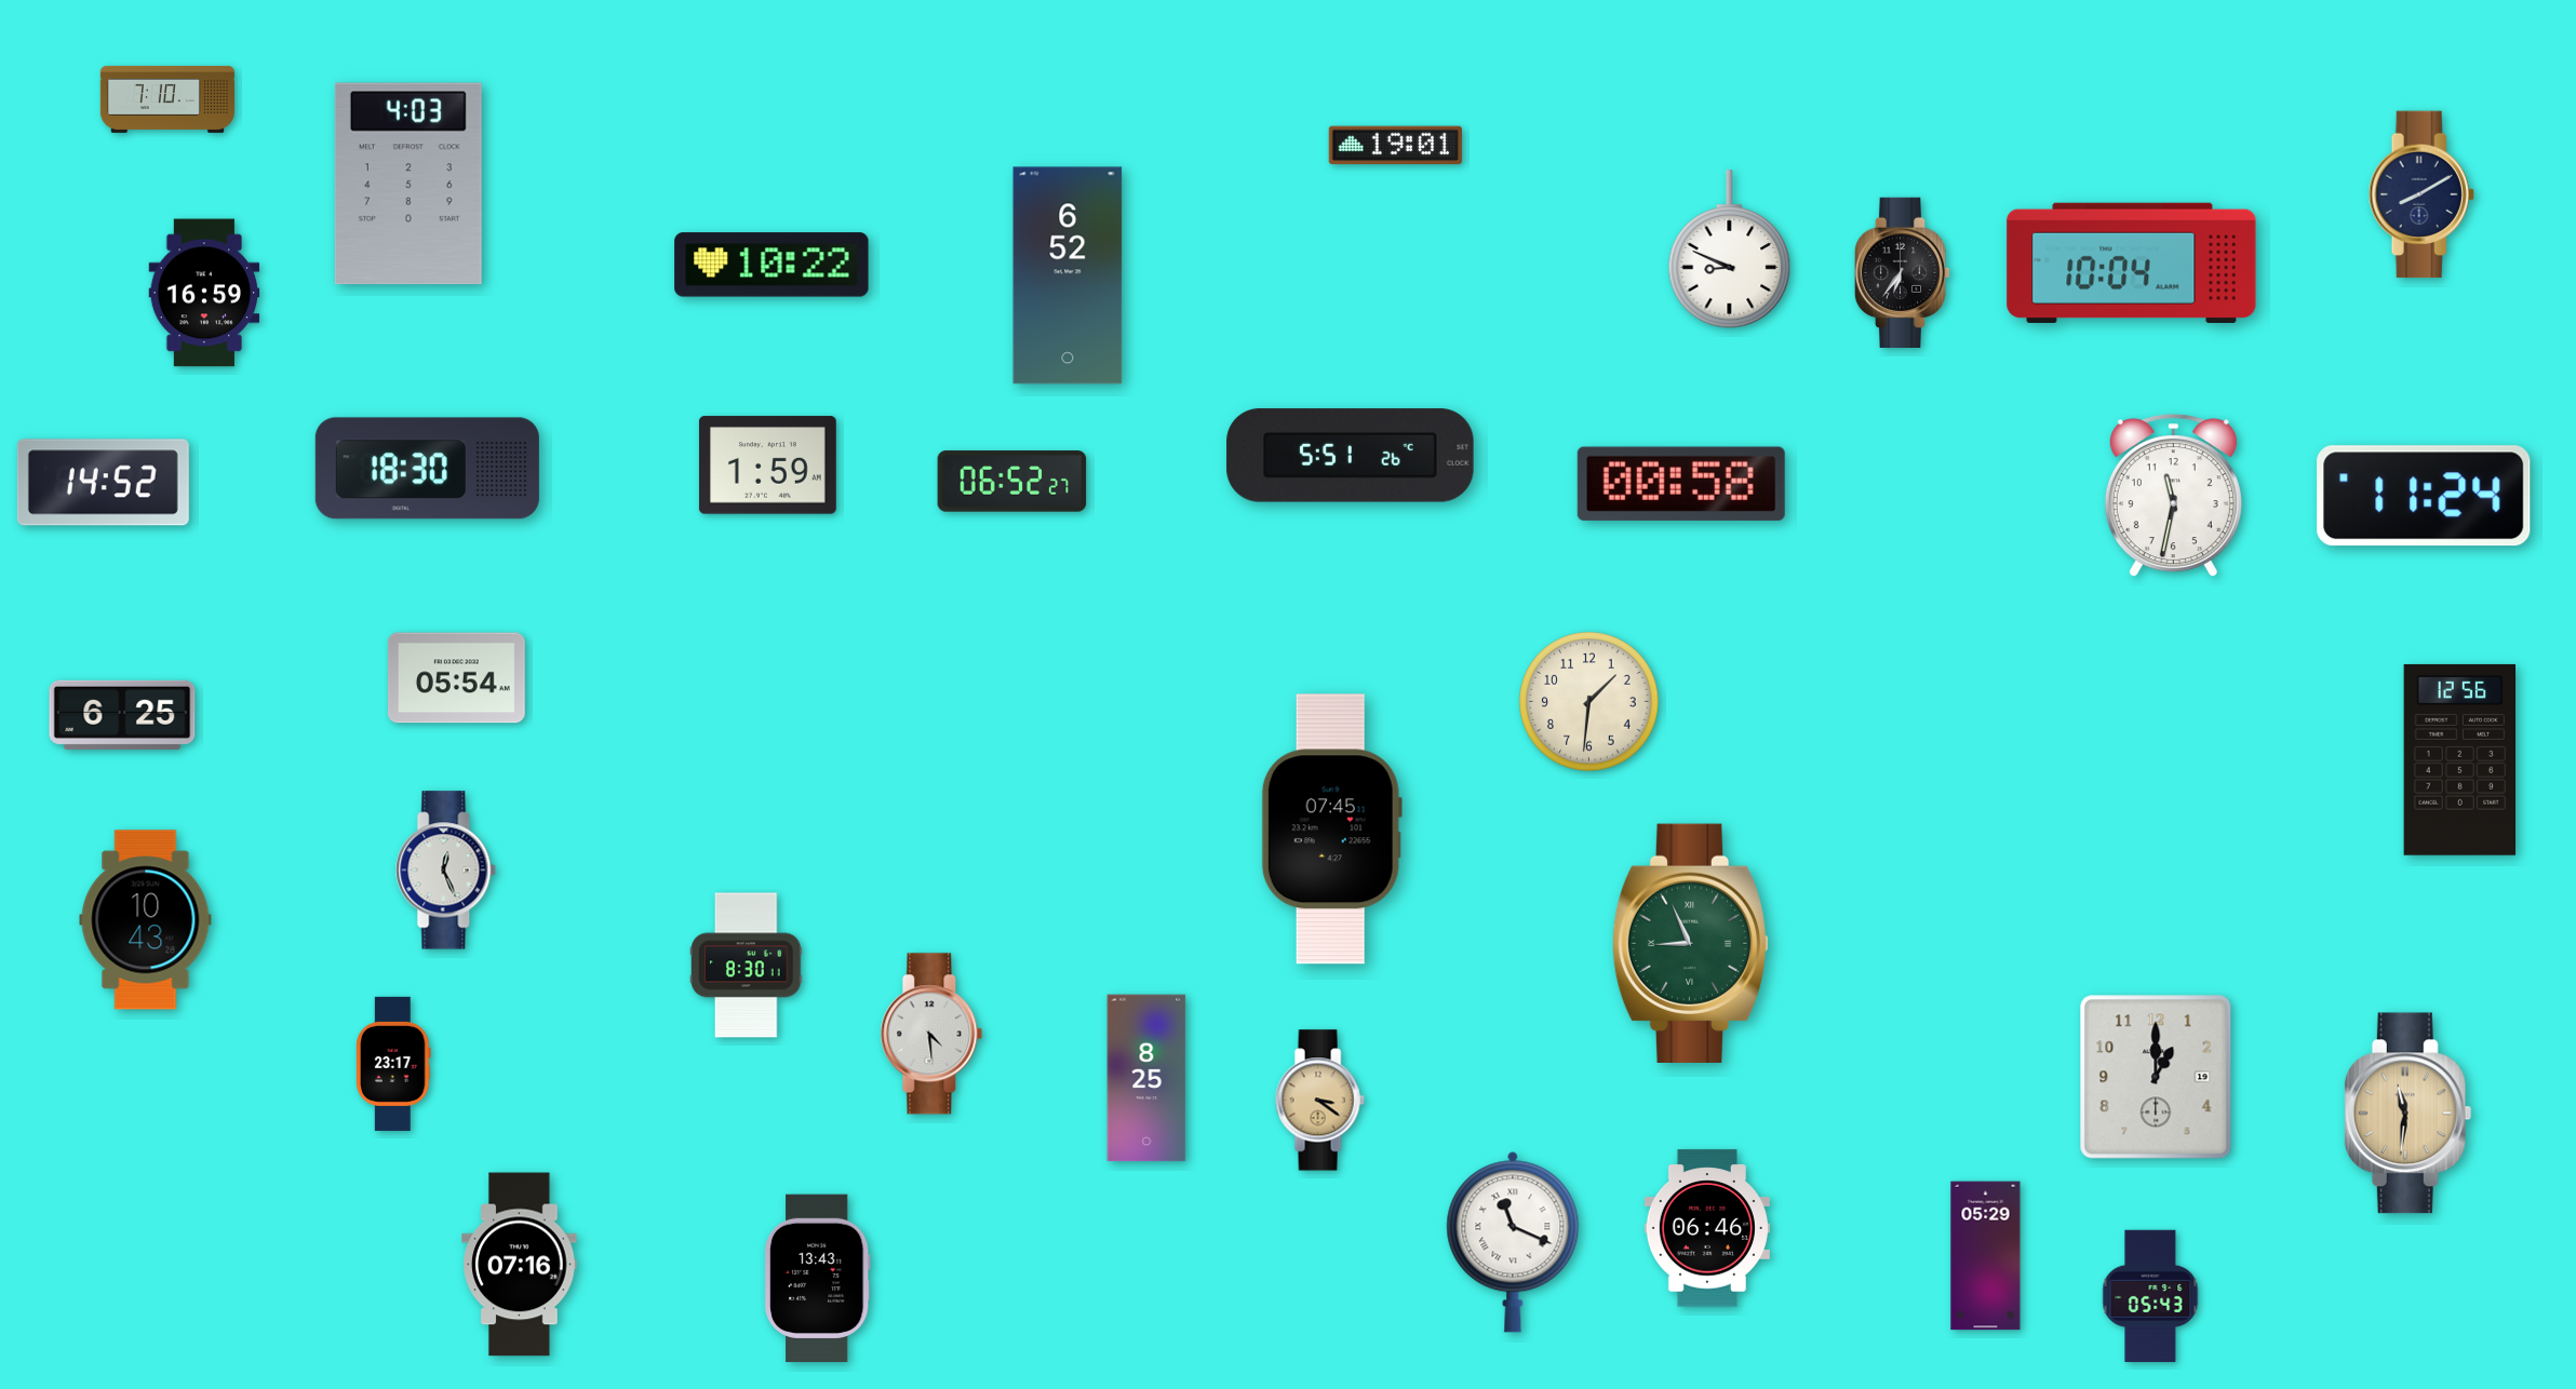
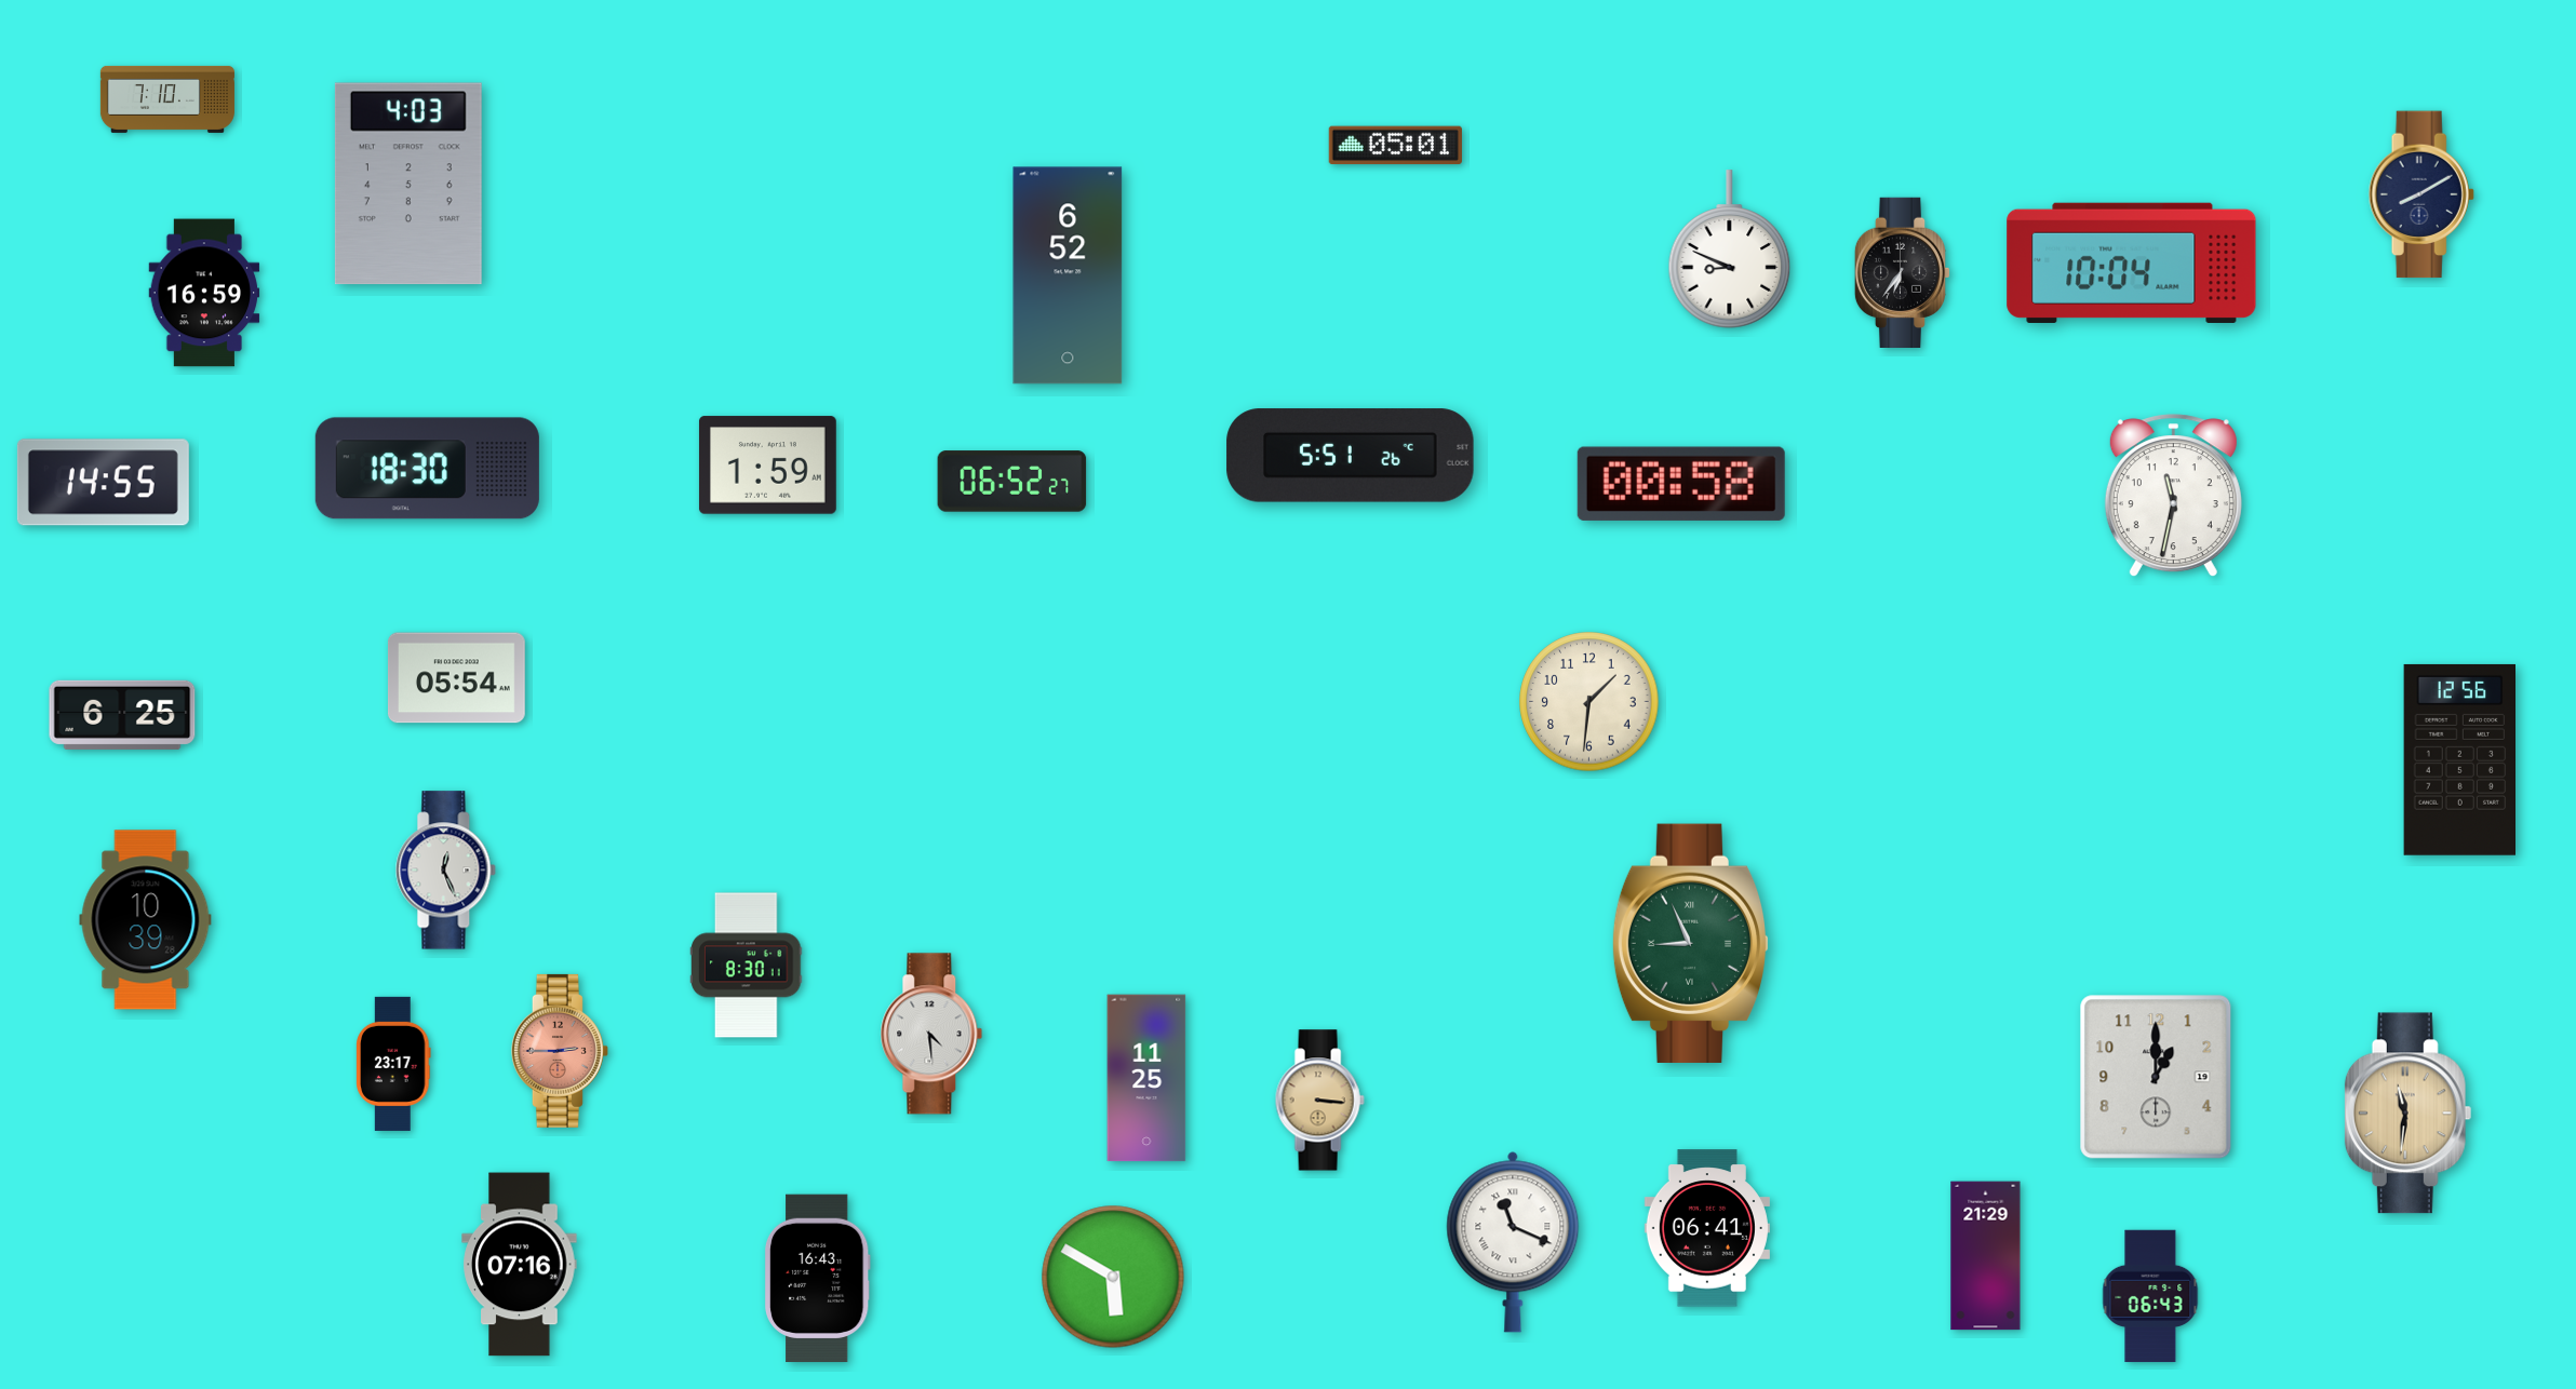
clock at (1395, 146): 19:01 -> 05:01
clock at (772, 265): 10:22 -> none
clock at (103, 483): 14:52 -> 14:55
clock at (2424, 496): 11:24 -> none
clock at (1331, 830): 07:45 -> none
clock at (146, 920): 10:43 -> 10:39
clock at (560, 1051): none -> 2:45
clock at (1146, 1078): 8:25 -> 11:25
clock at (1319, 1101): 3:21 -> 3:16
clock at (1707, 1228): 06:46 -> 06:41
clock at (1986, 1256): 05:29 -> 21:29
clock at (1113, 1277): none -> 5:50
clock at (817, 1279): 13:43 -> 16:43
clock at (2150, 1296): 05:43 -> 06:43
